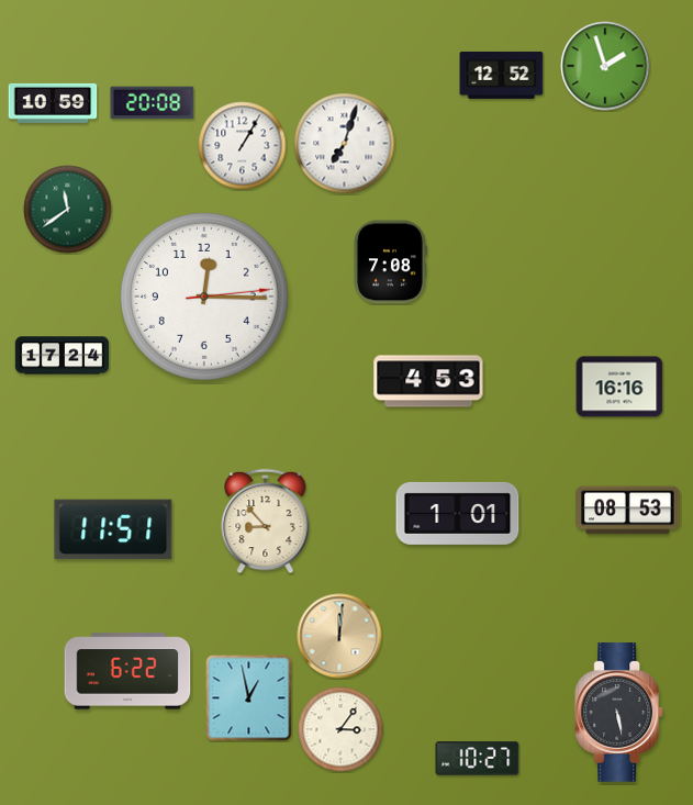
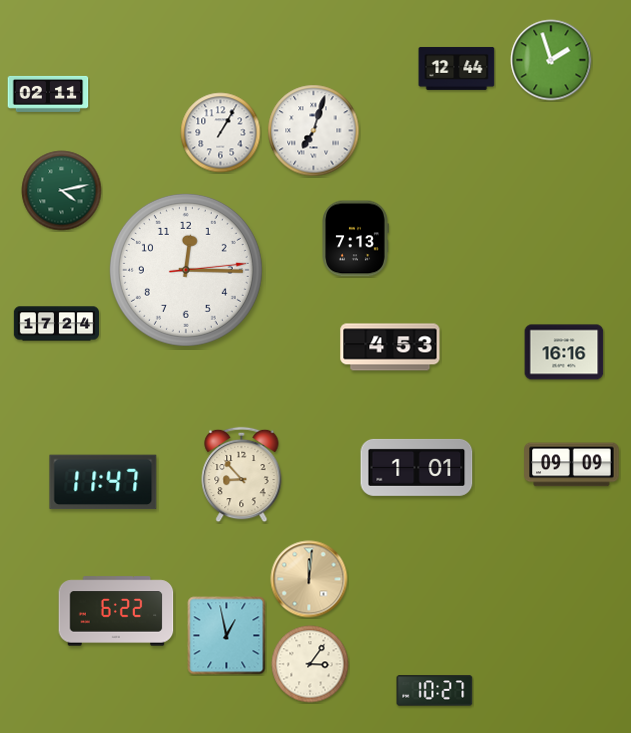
clock at (502, 75): 12:52 -> 12:44
clock at (53, 103): 10:59 -> 02:11
clock at (153, 103): 20:08 -> none
clock at (68, 210): 11:39 -> 4:13
clock at (390, 262): 7:08 -> 7:13
clock at (628, 511): 08:53 -> 09:09
clock at (113, 529): 11:51 -> 11:47
clock at (619, 713): 5:28 -> none
